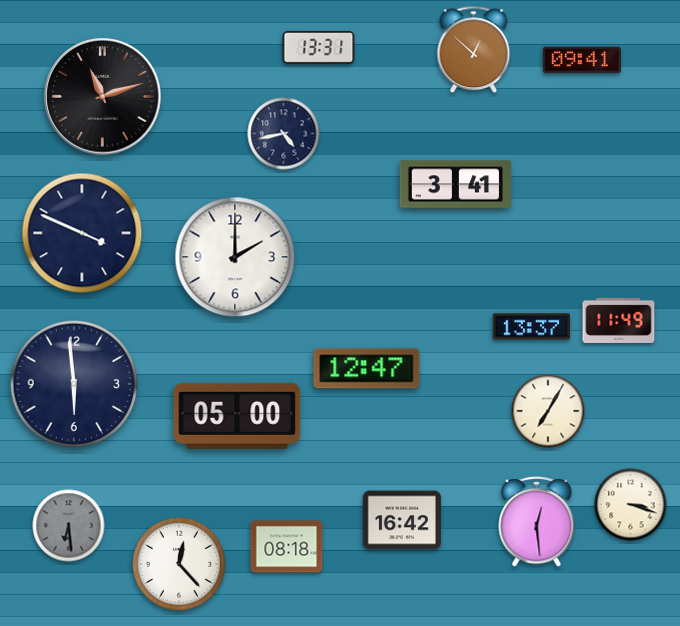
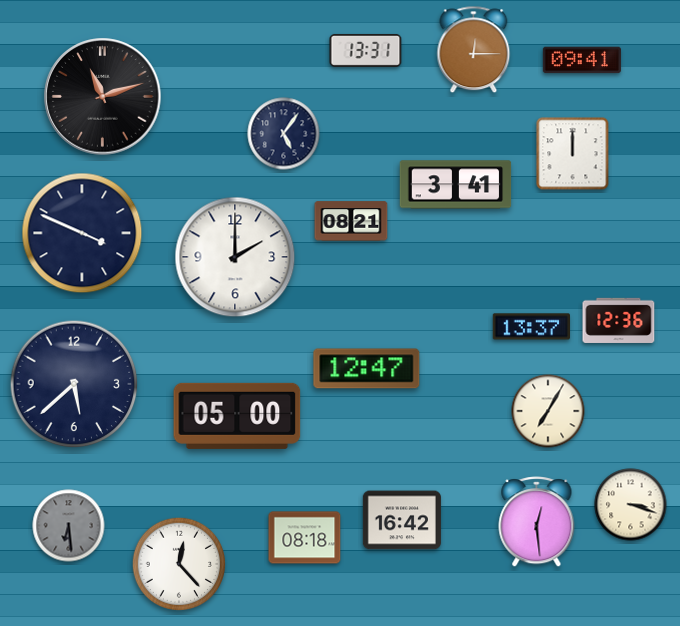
clock at (319, 47) position: (319, 47) -> (366, 50)
clock at (474, 50): 12:52 -> 12:15
clock at (284, 134): 4:43 -> 5:06
clock at (573, 154): none -> 12:00
clock at (351, 221): none -> 08:21
clock at (619, 320): 11:49 -> 12:36
clock at (74, 384): 5:59 -> 5:38
clock at (287, 547) position: (287, 547) -> (305, 538)
